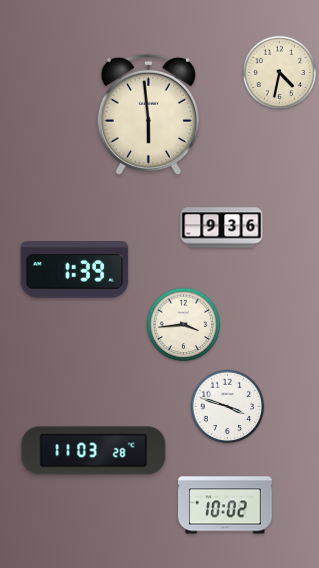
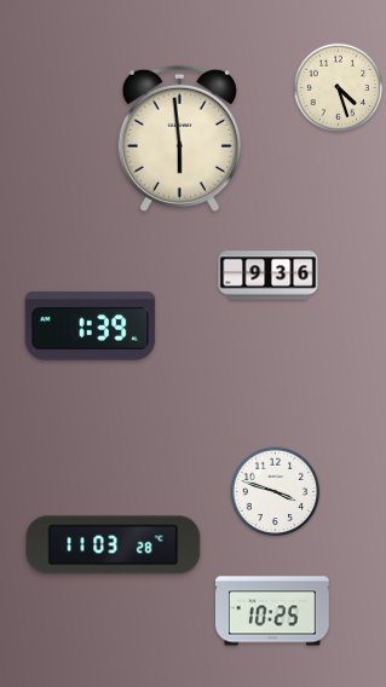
clock at (280, 73): 4:32 -> 4:27
clock at (184, 325): 3:44 -> none
clock at (226, 505): 10:02 -> 10:25
